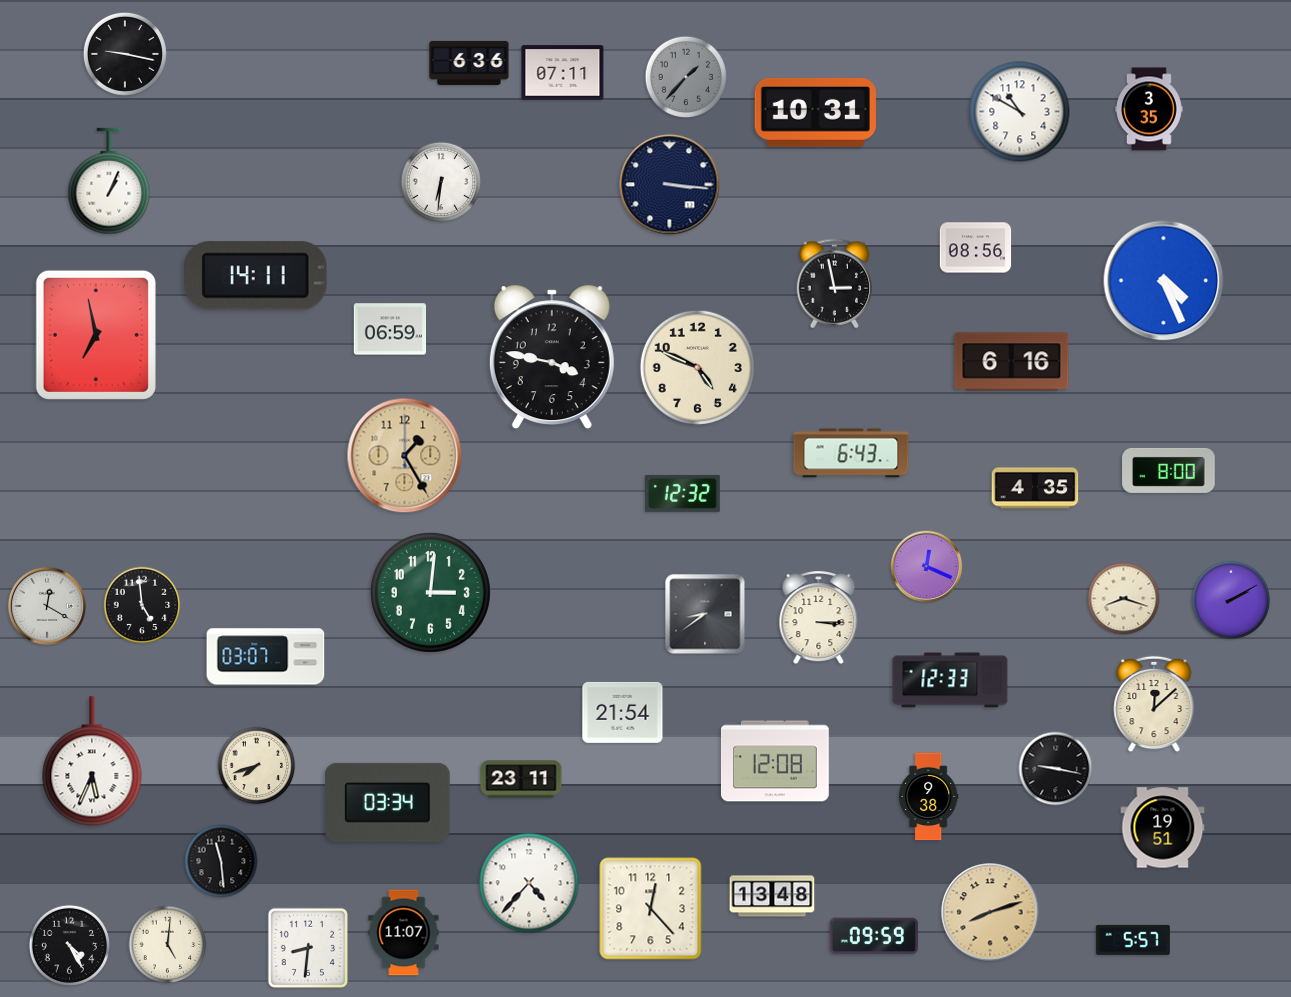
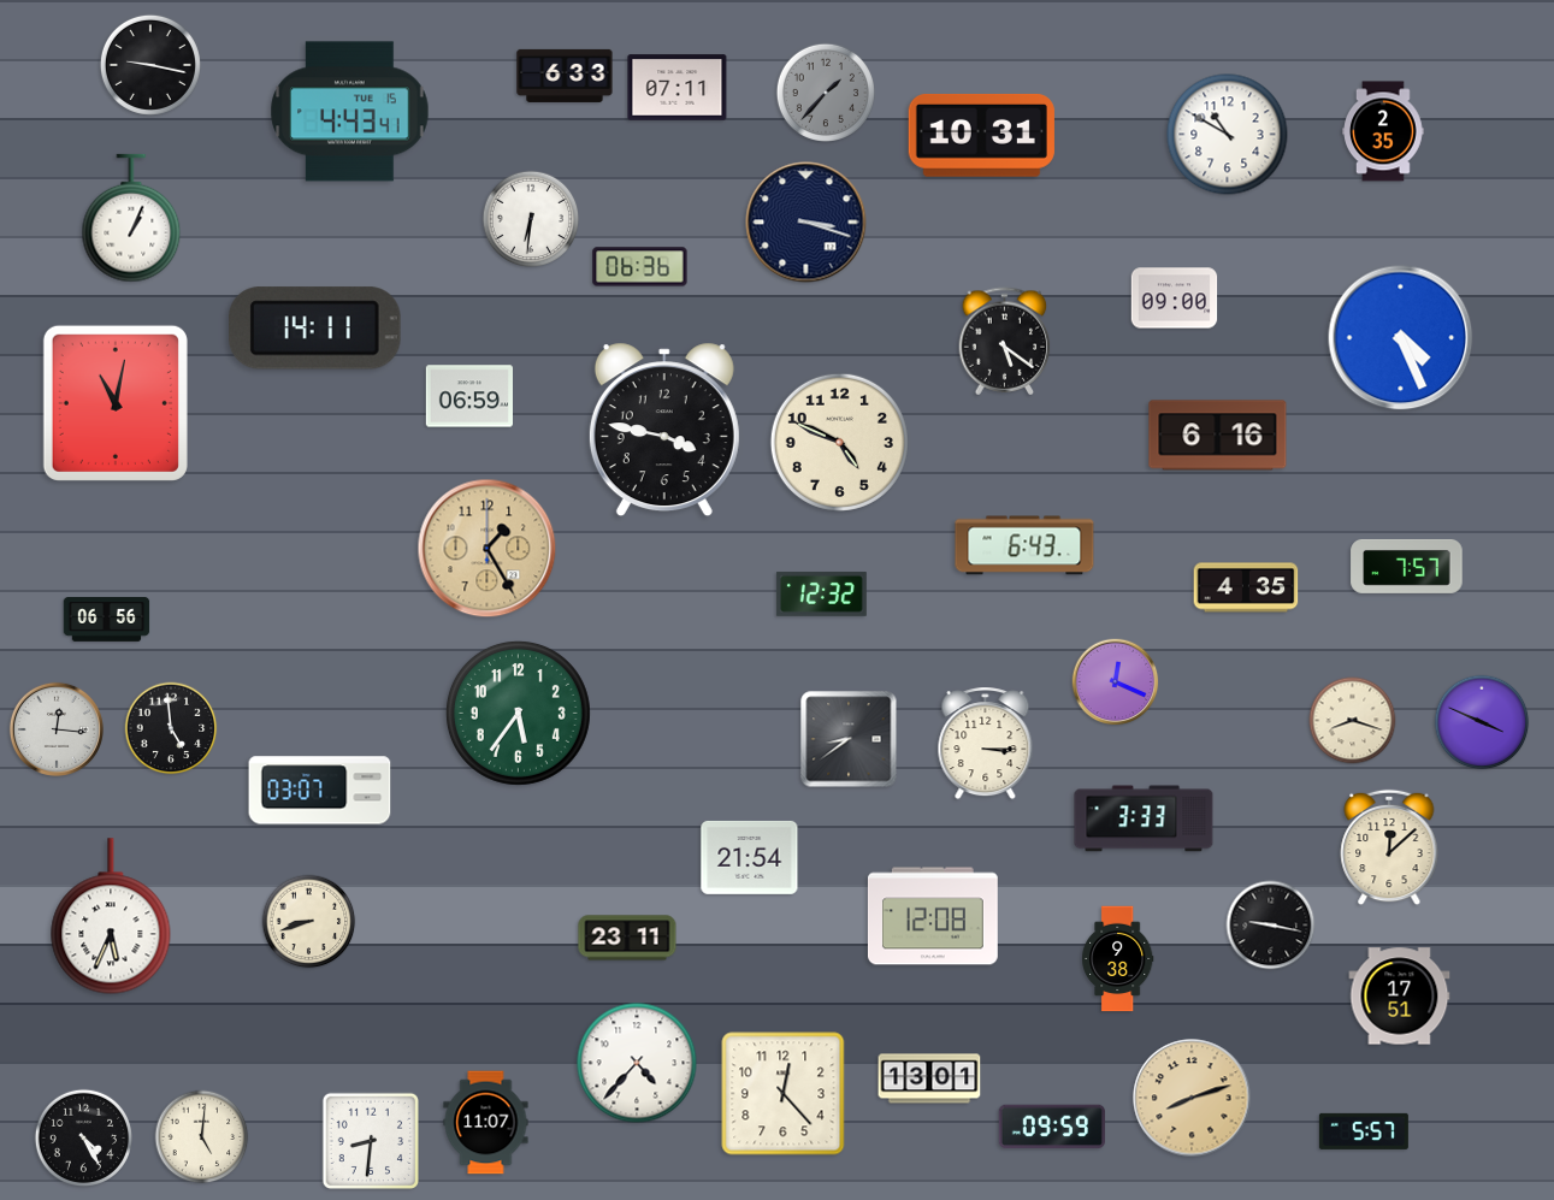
clock at (469, 63): 6:36 -> 6:33
clock at (350, 112): none -> 4:43
clock at (1149, 109): 3:35 -> 2:35
clock at (670, 185): 3:16 -> 3:18
clock at (640, 267): none -> 06:36
clock at (976, 248): 08:56 -> 09:00
clock at (256, 276) position: (256, 276) -> (315, 329)
clock at (835, 284): 2:58 -> 5:21
clock at (96, 335): 6:58 -> 11:02
clock at (1169, 470): 8:00 -> 7:57
clock at (107, 620): none -> 06:56
clock at (430, 592): 3:01 -> 5:36
clock at (1231, 600): 2:10 -> 3:49
clock at (47, 606): 12:20 -> 12:16
clock at (950, 680): 12:33 -> 3:33
clock at (257, 766): 7:42 -> 8:42
clock at (387, 802): 03:34 -> none
clock at (1163, 828): 19:51 -> 17:51
clock at (221, 861): 11:29 -> none
clock at (772, 896): 13:48 -> 13:01
